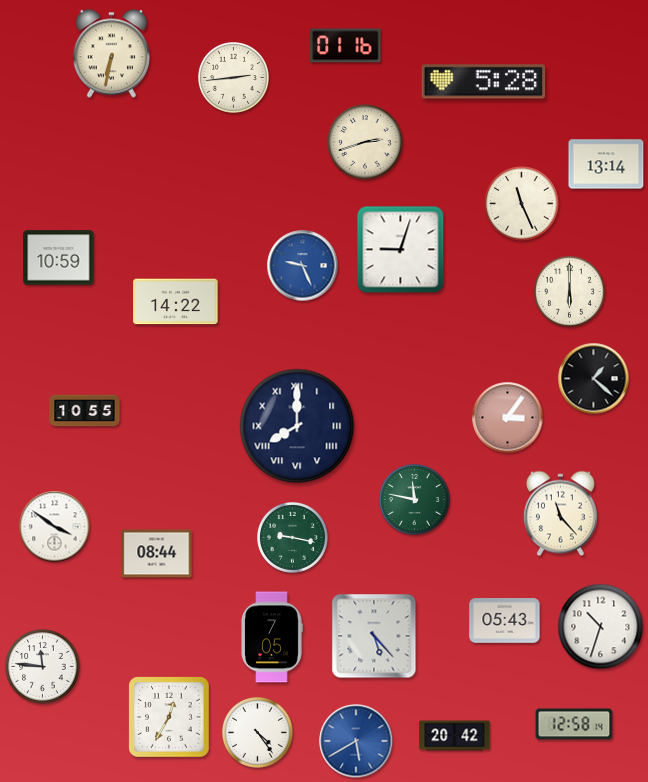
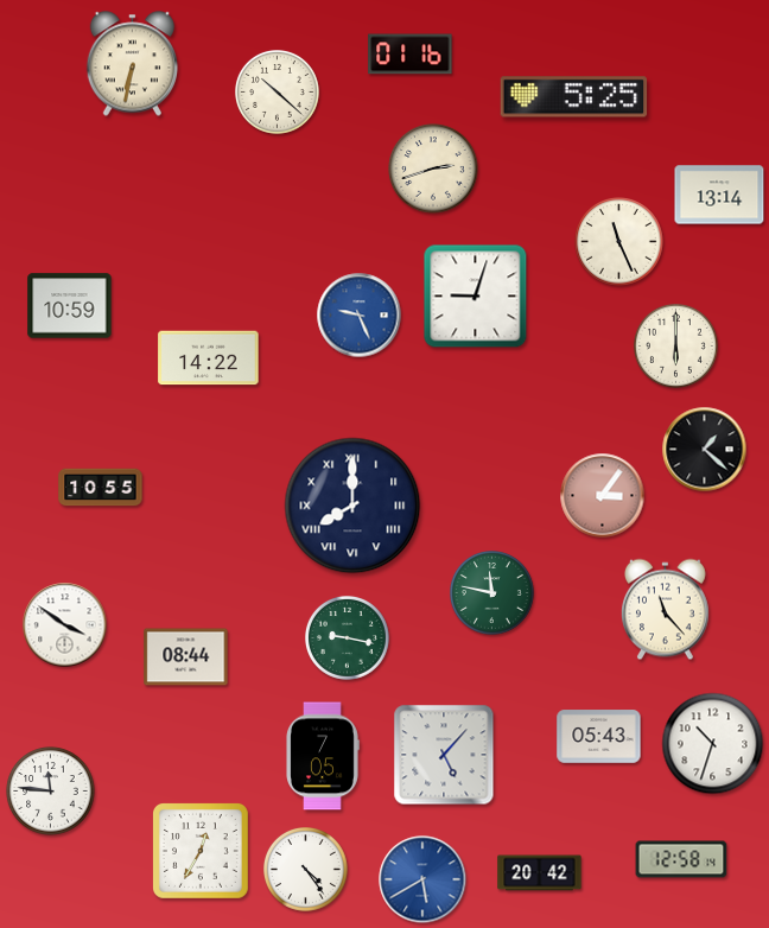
clock at (234, 78): 2:44 -> 10:22
clock at (484, 82): 5:28 -> 5:25
clock at (374, 636): 5:23 -> 5:07
